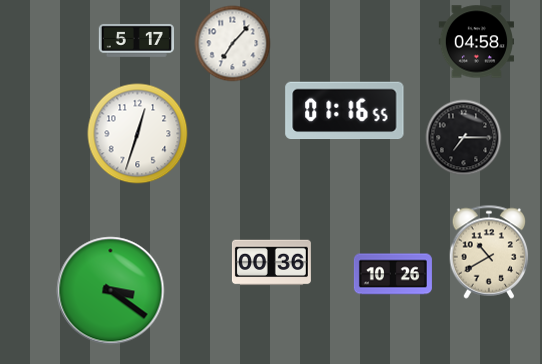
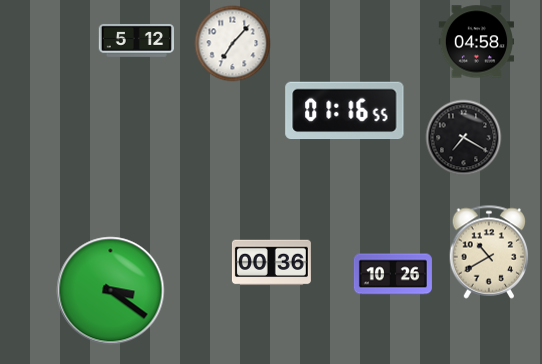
clock at (136, 40): 5:17 -> 5:12
clock at (138, 134): 12:33 -> none
clock at (464, 138): 7:15 -> 7:20
